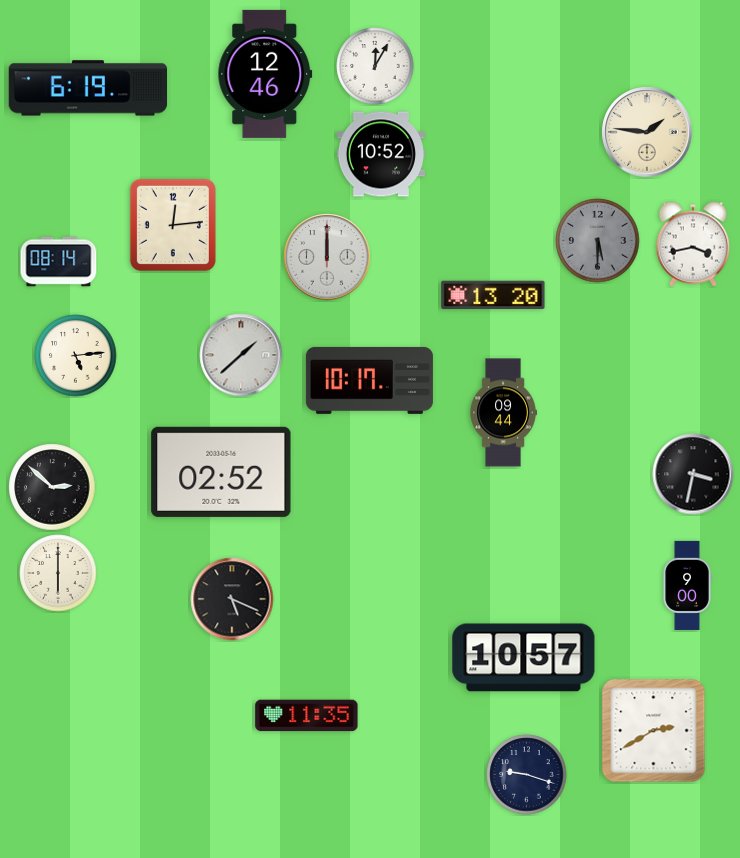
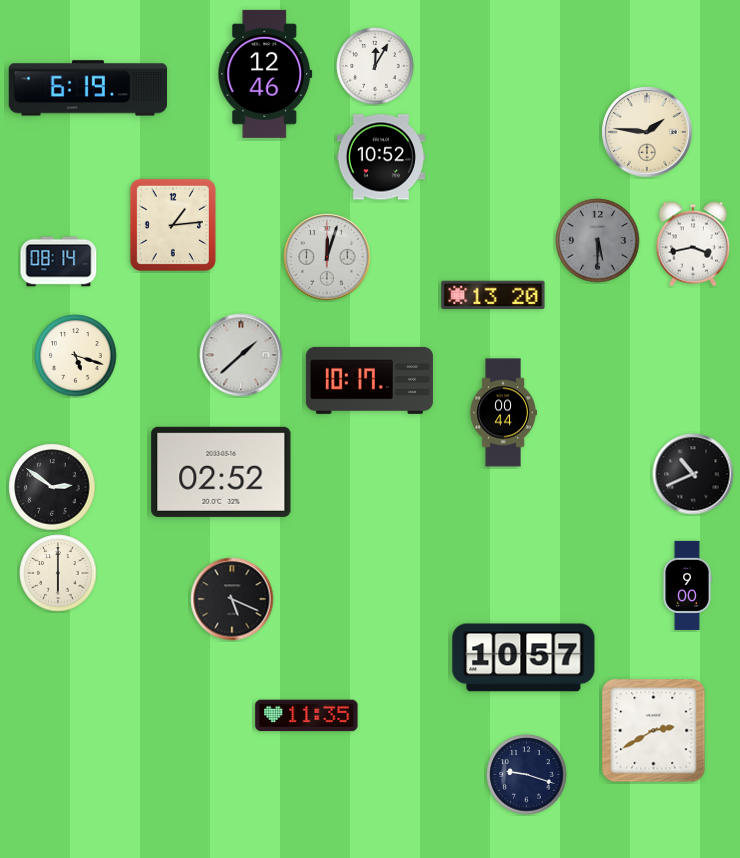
clock at (381, 154) position: (381, 154) -> (381, 157)
clock at (173, 225): 12:14 -> 1:14
clock at (327, 257): 12:00 -> 12:03
clock at (76, 356): 5:14 -> 5:18
clock at (503, 413): 09:44 -> 00:44
clock at (693, 474): 3:32 -> 10:41
clock at (52, 487): 2:52 -> 2:51
